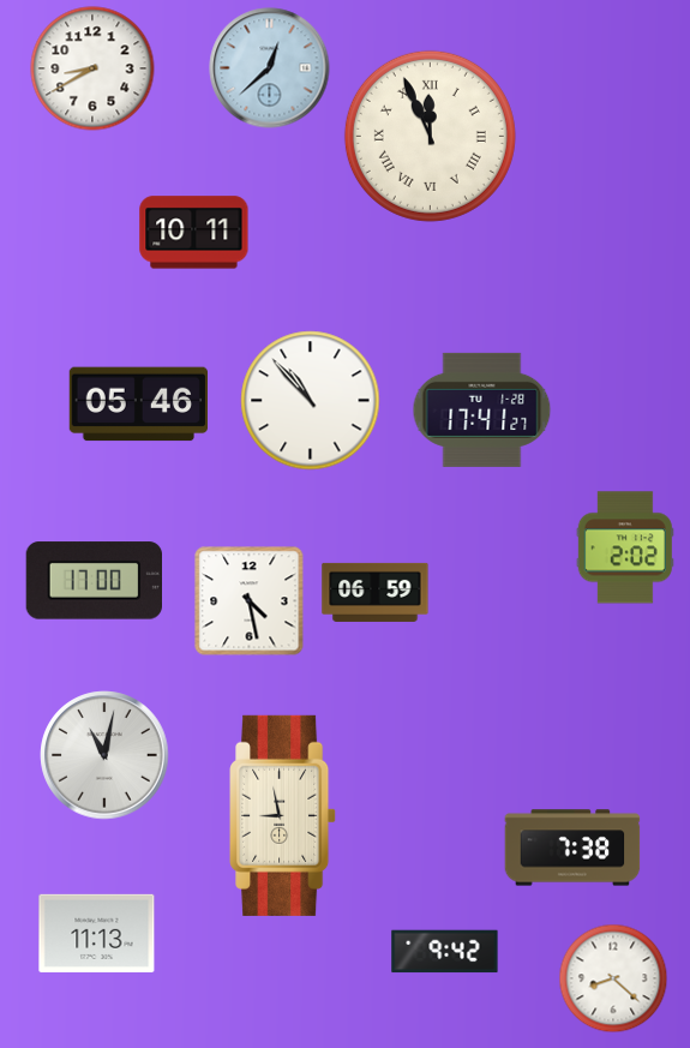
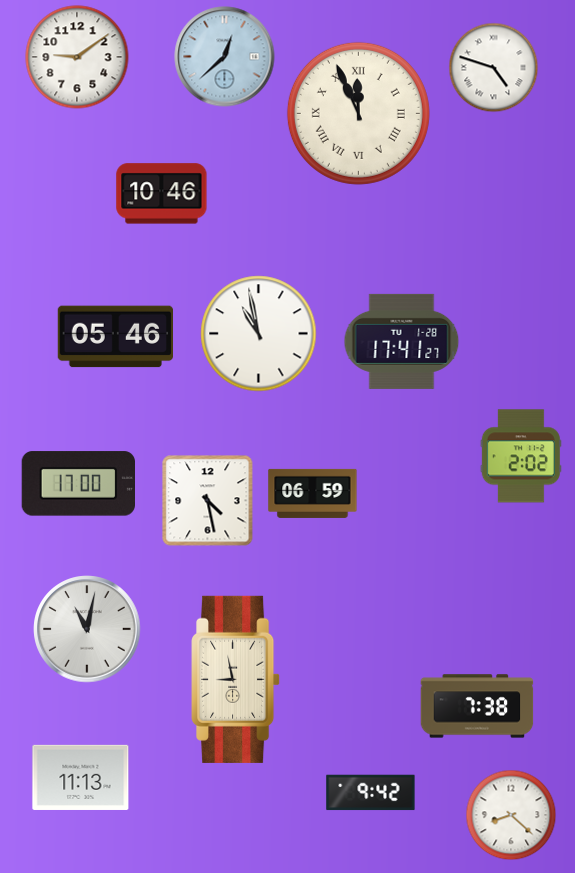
clock at (92, 68): 8:40 -> 9:09
clock at (493, 67): none -> 4:48
clock at (194, 233): 10:11 -> 10:46
clock at (311, 401): 10:53 -> 10:58
